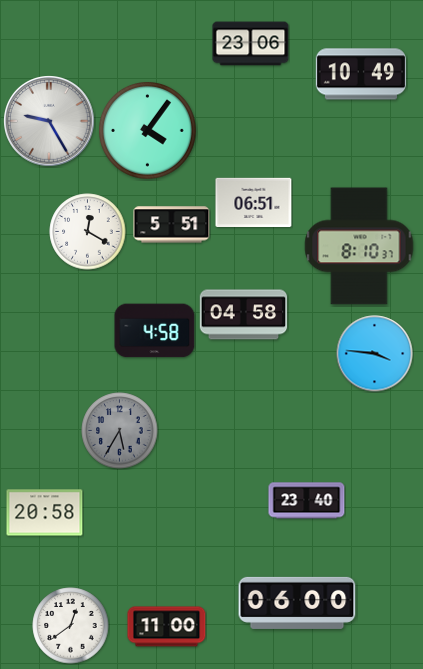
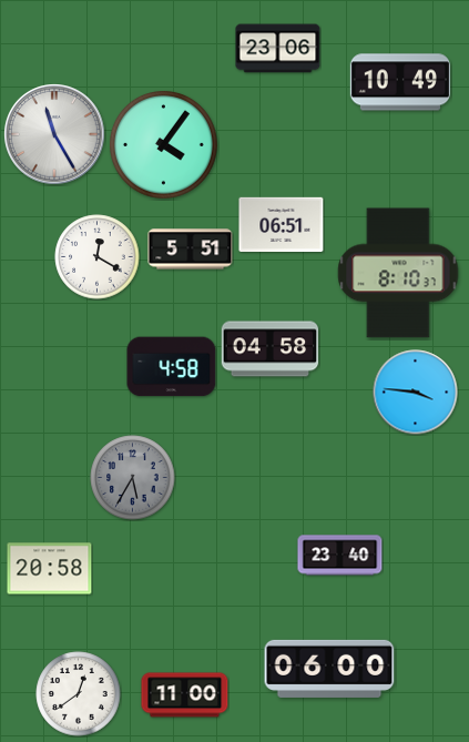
clock at (50, 122): 9:25 -> 11:25
